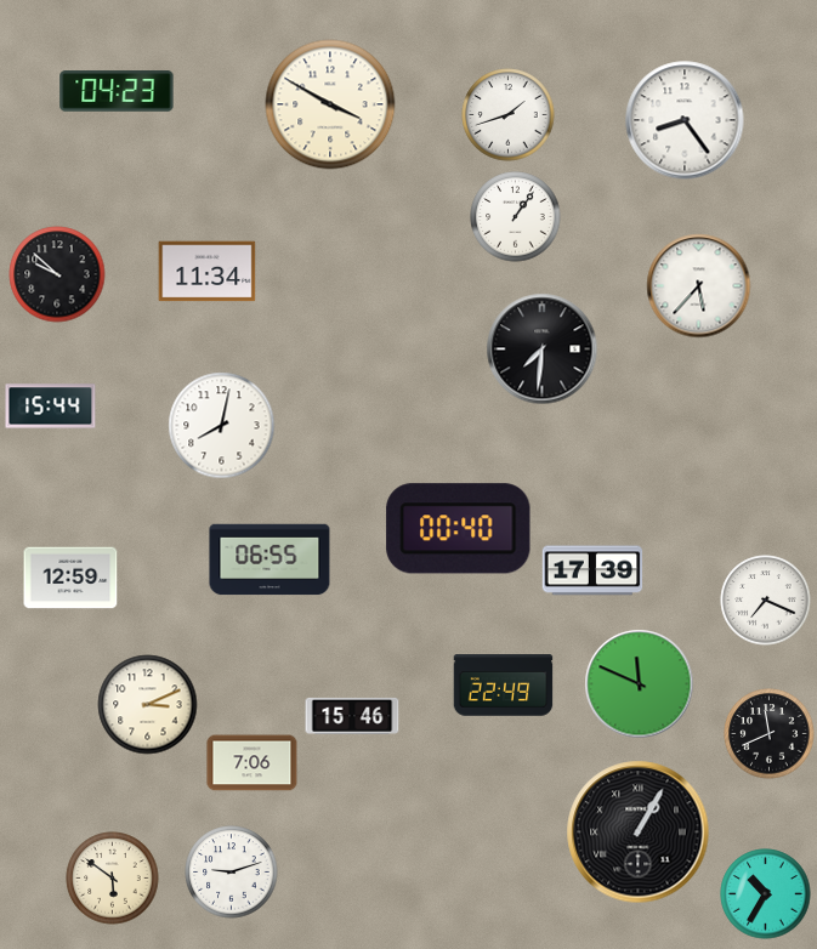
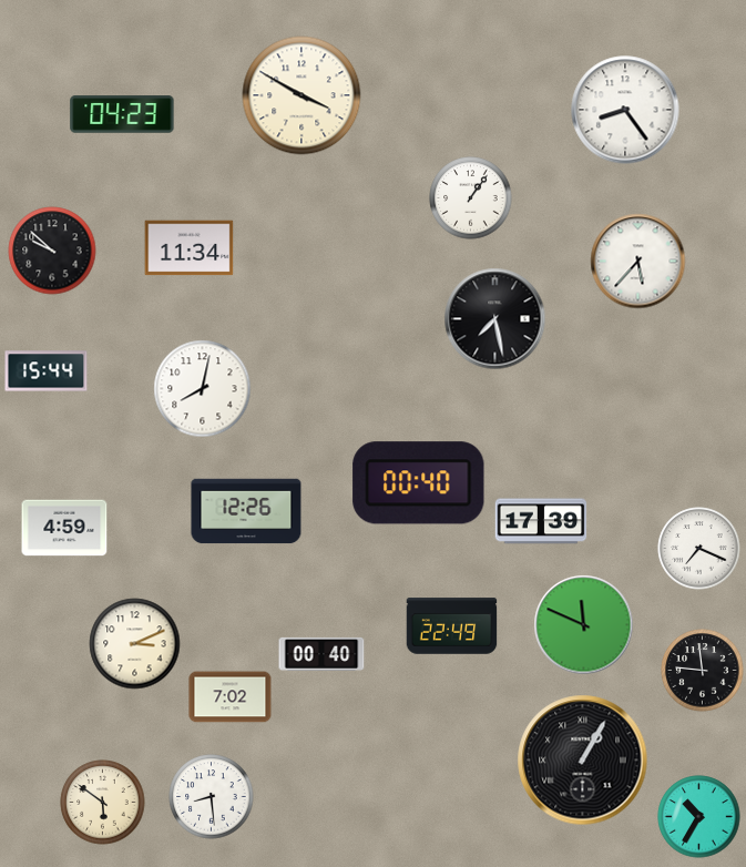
clock at (117, 91) position: (117, 91) -> (122, 114)
clock at (509, 115): 1:42 -> none
clock at (543, 350): 7:31 -> 7:28
clock at (270, 559): 06:55 -> 12:26
clock at (70, 578): 12:59 -> 4:59
clock at (504, 686) position: (504, 686) -> (452, 626)
clock at (352, 716): 15:46 -> 00:40
clock at (770, 734): 11:41 -> 11:46
clock at (253, 763): 7:06 -> 7:02
clock at (232, 873): 9:12 -> 8:29
